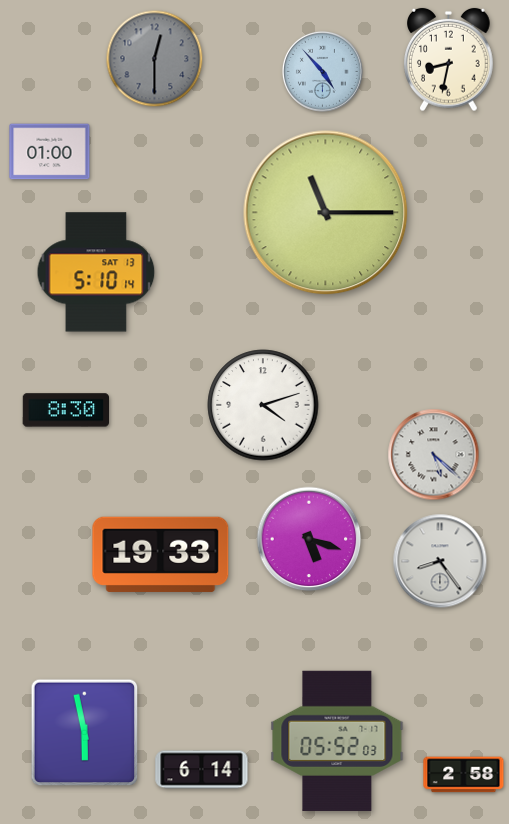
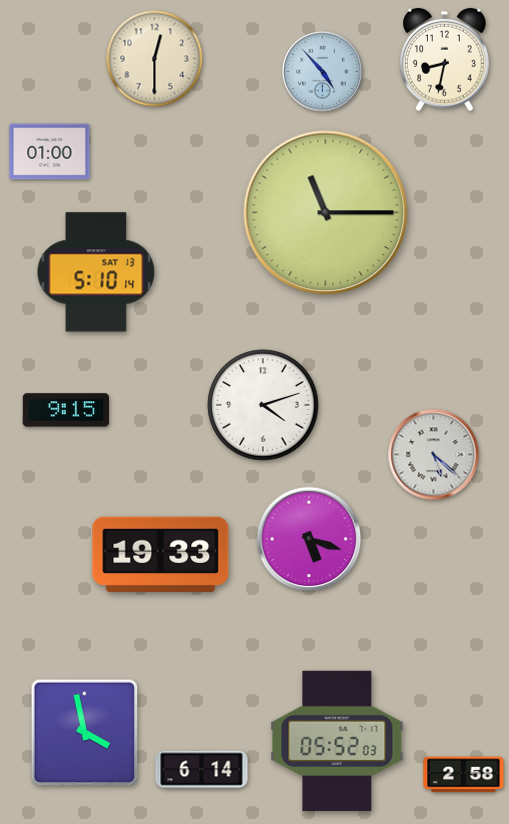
clock at (155, 59) dial: grey -> cream
clock at (449, 60) position: (449, 60) -> (445, 60)
clock at (65, 410): 8:30 -> 9:15
clock at (440, 561): 8:24 -> none
clock at (85, 733): 5:58 -> 3:58
